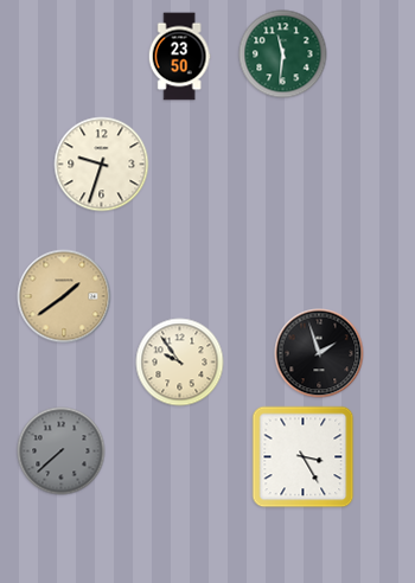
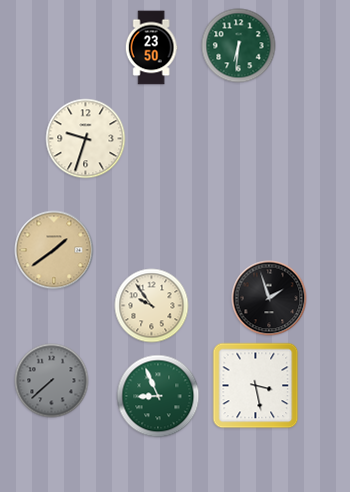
clock at (283, 55): 11:31 -> 6:31
clock at (304, 457): 3:25 -> 3:28
clock at (158, 396): none -> 8:56
